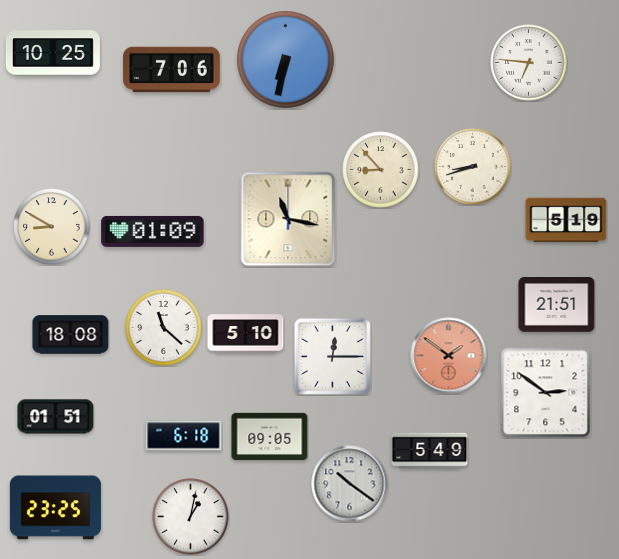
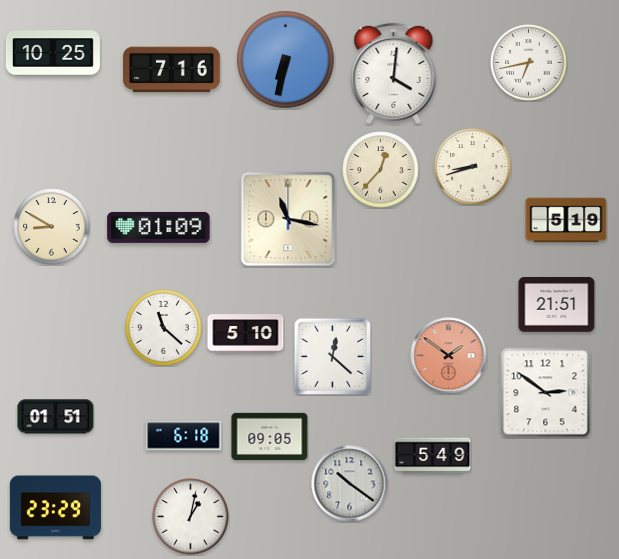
clock at (529, 63): 6:46 -> 6:43
clock at (172, 70): 7:06 -> 7:16
clock at (394, 73): none -> 4:01
clock at (381, 170): 8:53 -> 12:37
clock at (153, 231) position: (153, 231) -> (159, 227)
clock at (71, 335): 18:08 -> none
clock at (332, 356): 12:15 -> 12:22
clock at (430, 451) position: (430, 451) -> (433, 456)
clock at (55, 508): 23:25 -> 23:29
